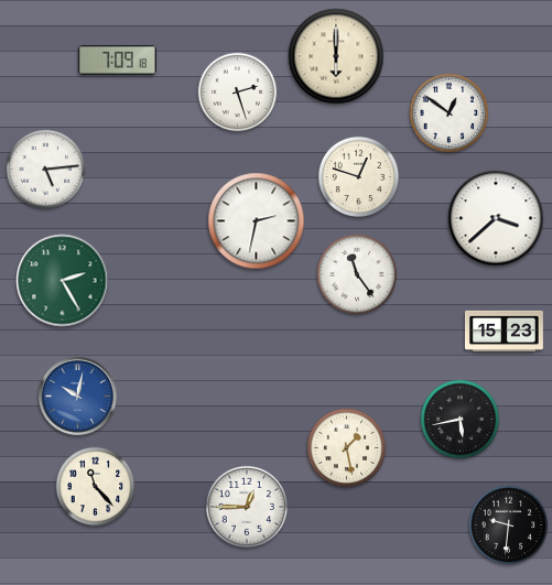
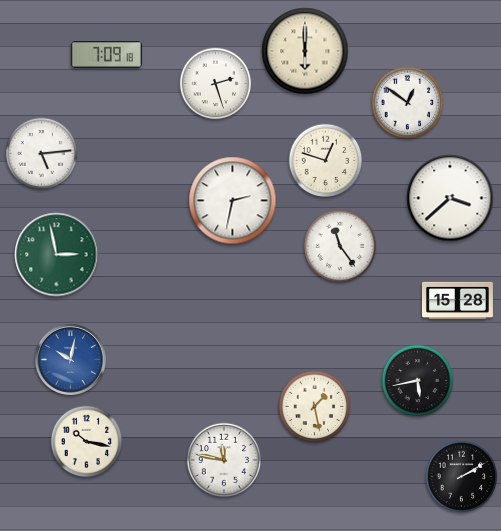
clock at (357, 274) position: (357, 274) -> (340, 246)
clock at (63, 281): 2:25 -> 2:58
clock at (504, 331): 15:23 -> 15:28
clock at (96, 487): 11:23 -> 10:17
clock at (246, 506): 12:45 -> 11:47
clock at (509, 526): 9:31 -> 2:10
